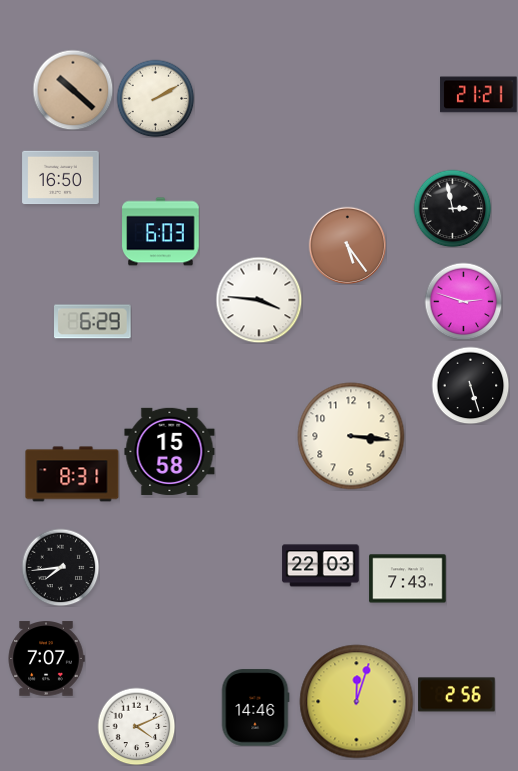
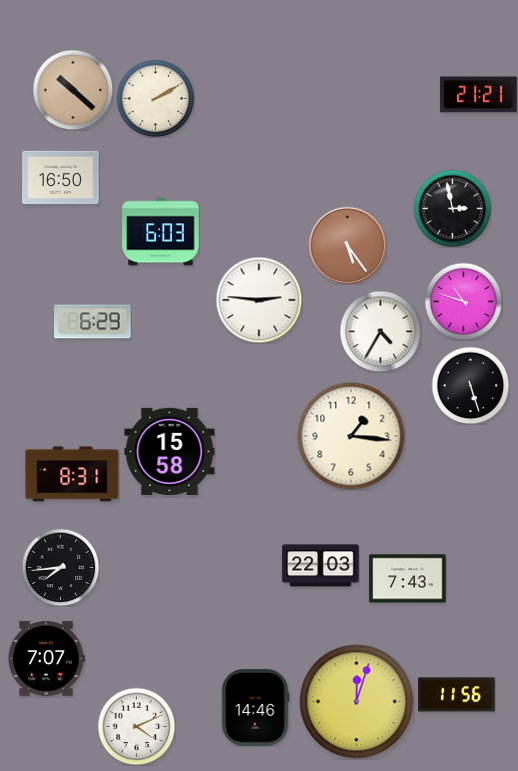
clock at (259, 300): 3:46 -> 2:46
clock at (463, 301): 2:48 -> 10:48
clock at (380, 331): none -> 4:35
clock at (351, 436): 3:16 -> 1:16
clock at (457, 695): 2:56 -> 11:56
